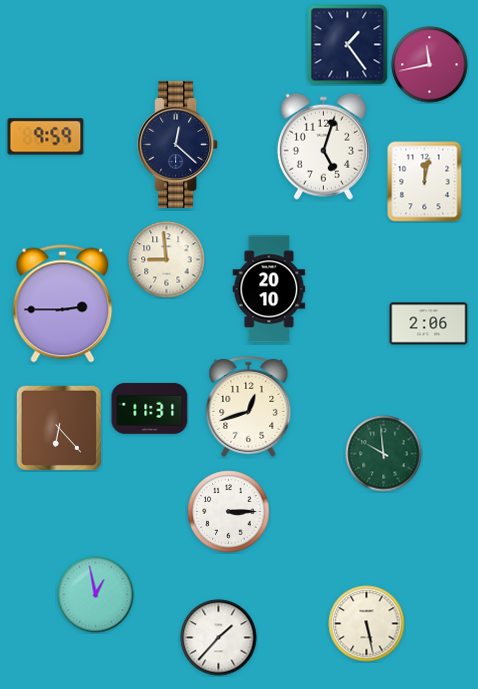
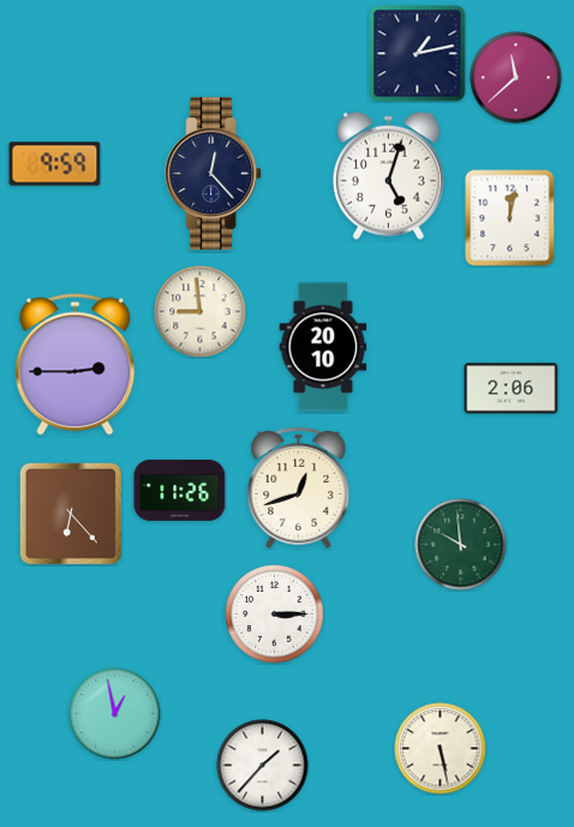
clock at (348, 45): 1:24 -> 1:13
clock at (430, 65): 11:43 -> 11:38
clock at (178, 144): 12:22 -> 12:23
clock at (429, 324) position: (429, 324) -> (512, 389)
clock at (150, 408): 11:31 -> 11:26
